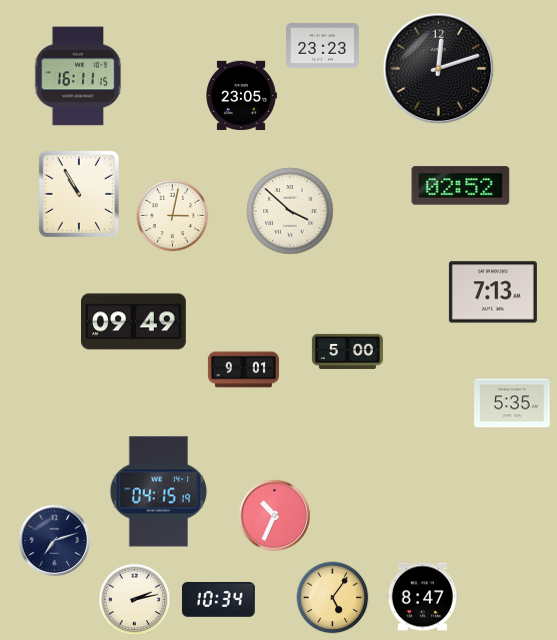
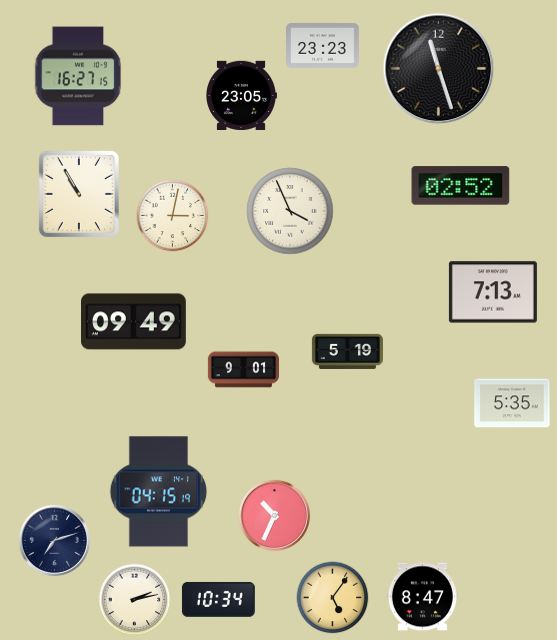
clock at (439, 69): 12:12 -> 11:27
clock at (78, 76): 16:11 -> 16:27
clock at (290, 211): 3:52 -> 3:56
clock at (347, 351): 5:00 -> 5:19
